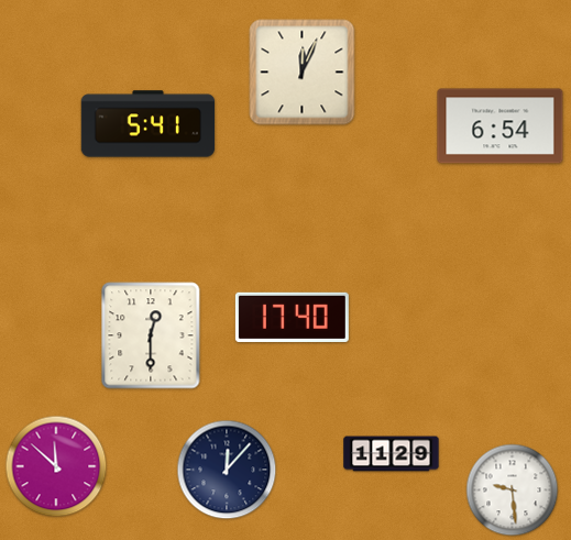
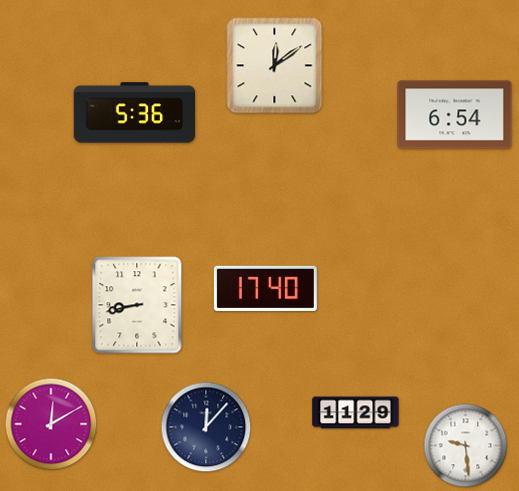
clock at (303, 73): 12:04 -> 12:09
clock at (149, 124): 5:41 -> 5:36
clock at (151, 335): 12:30 -> 8:43
clock at (56, 466): 11:52 -> 12:10
